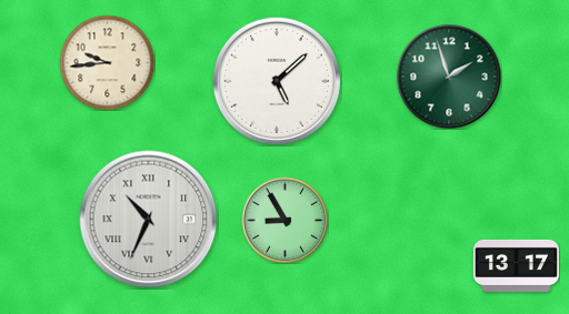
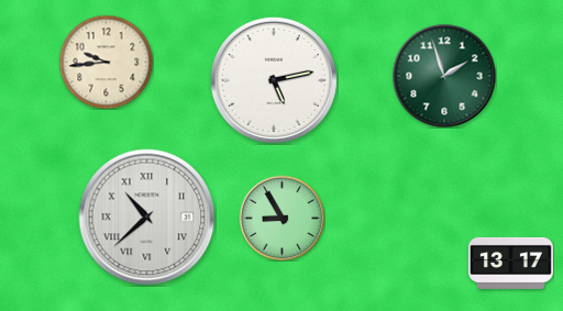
clock at (277, 81): 5:08 -> 5:13
clock at (149, 220): 10:34 -> 10:38
